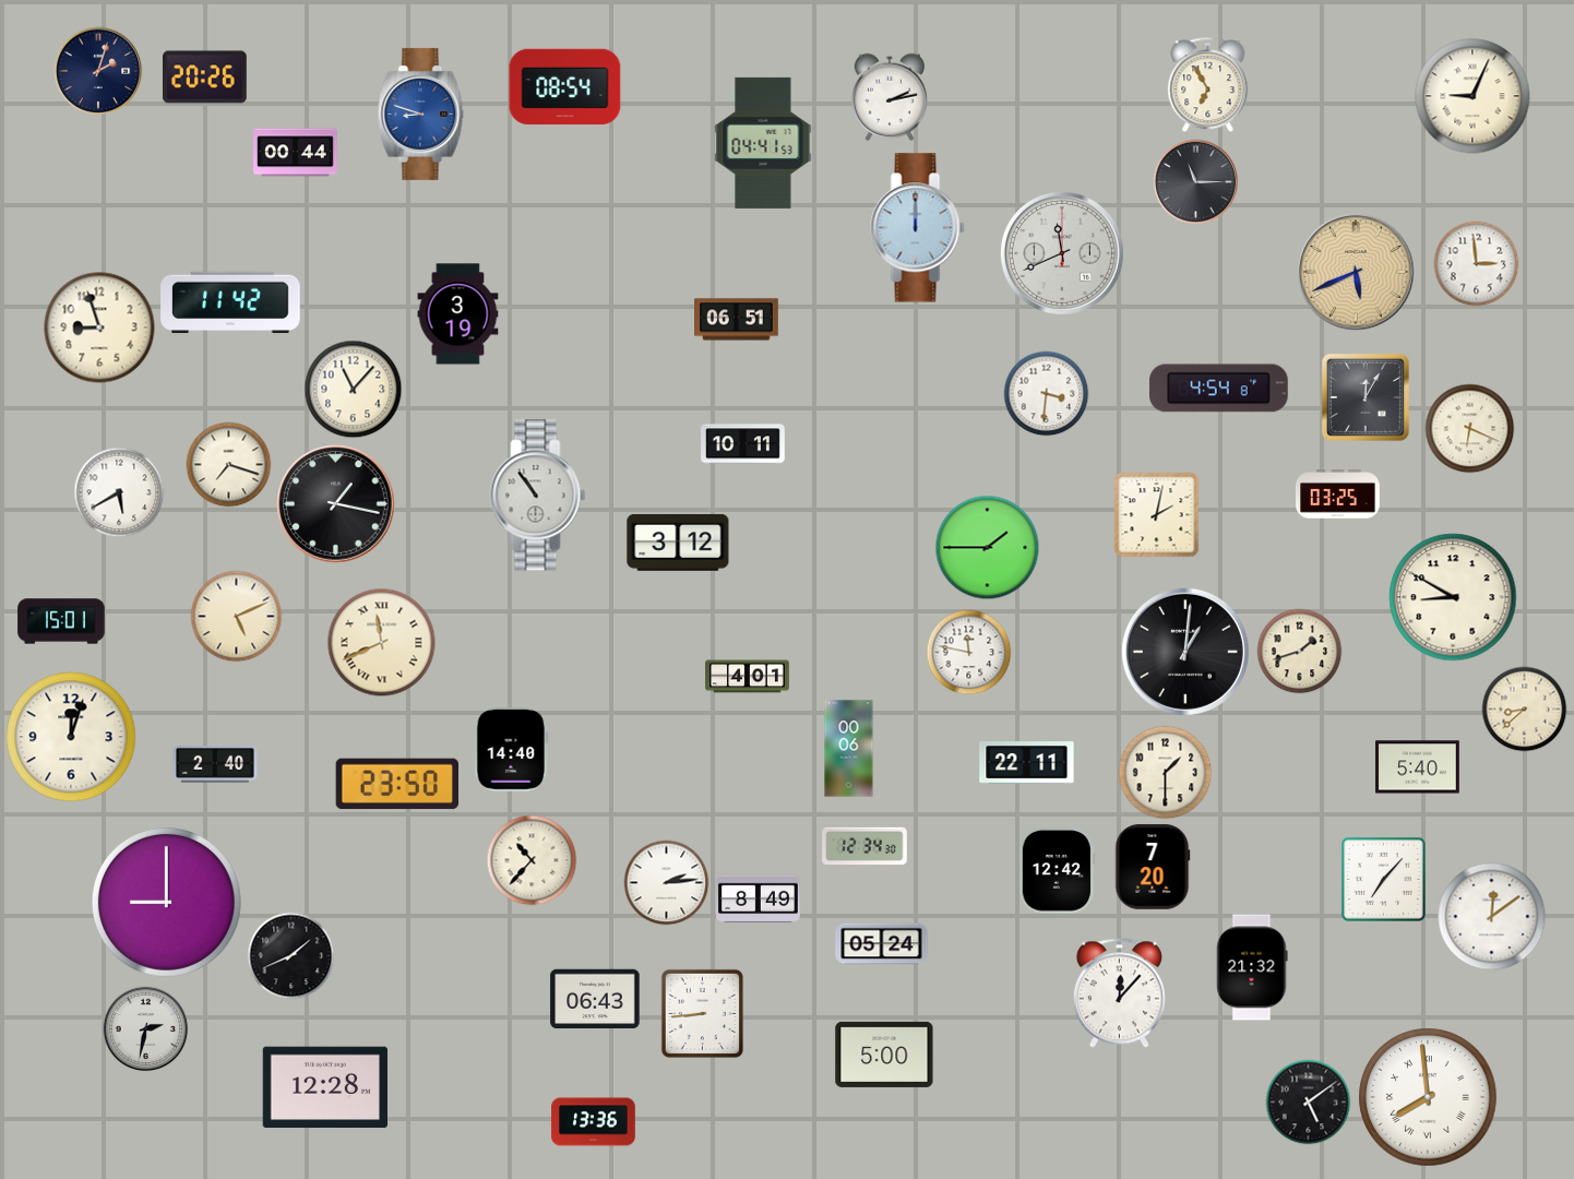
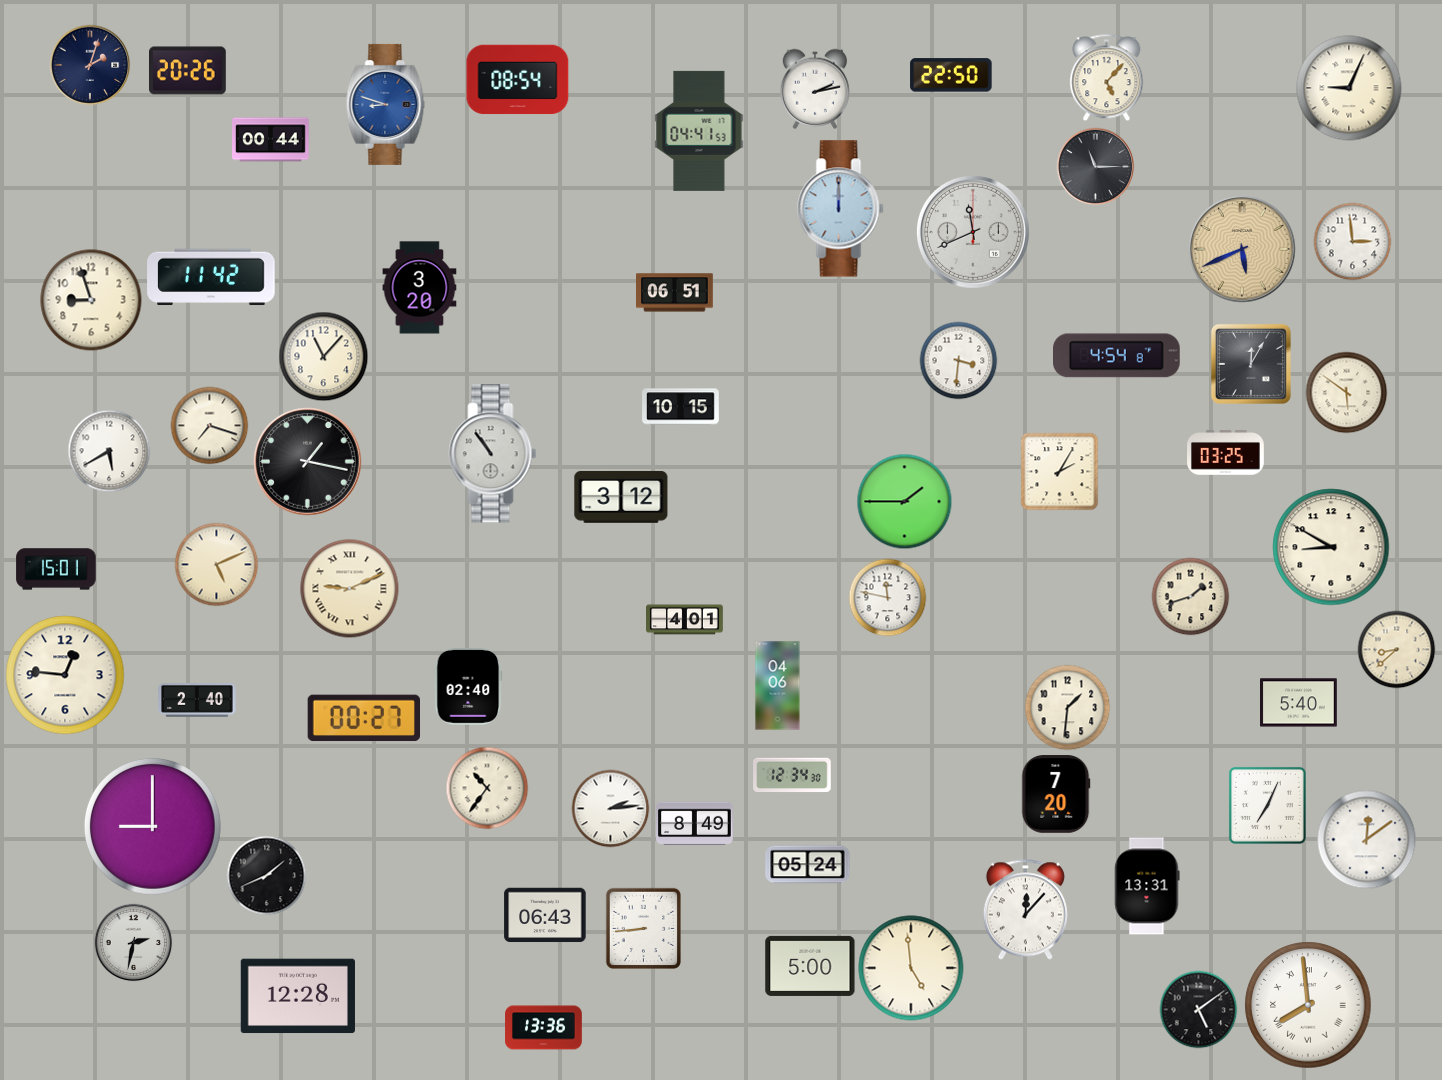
clock at (951, 75): none -> 22:50
clock at (1208, 84): 6:55 -> 5:07
clock at (458, 314): 3:19 -> 3:20
clock at (1469, 428): 6:19 -> 5:51
clock at (743, 444): 10:11 -> 10:15
clock at (1156, 514): 2:02 -> 2:05
clock at (382, 643): 11:41 -> 9:11
clock at (1185, 652): 1:01 -> none
clock at (71, 737): 12:03 -> 12:46
clock at (849, 749): 00:06 -> 04:06
clock at (512, 750): 14:40 -> 02:40
clock at (1027, 763): 22:11 -> none
clock at (1165, 772): 1:30 -> 1:31
clock at (396, 784): 23:50 -> 00:27
clock at (532, 860): 10:37 -> 10:36
clock at (1058, 871): 12:42 -> none
clock at (1383, 879): 7:07 -> 7:04
clock at (1252, 967): 21:32 -> 13:31
clock at (911, 968): none -> 4:59
